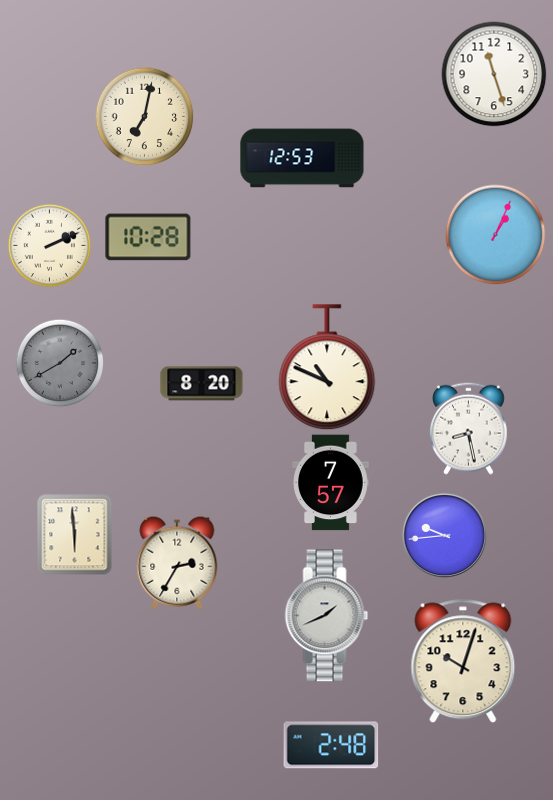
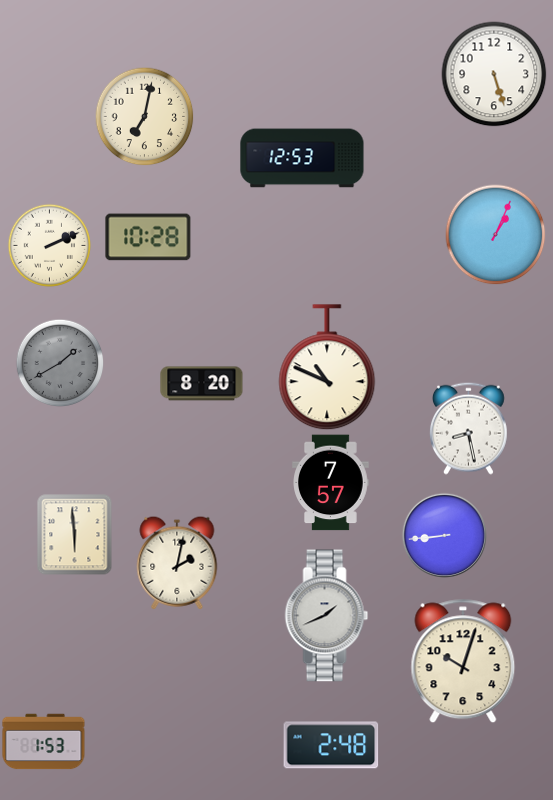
clock at (494, 74): 11:27 -> 5:27
clock at (444, 535): 9:44 -> 8:44
clock at (177, 563): 2:35 -> 2:02
clock at (44, 742): none -> 1:53
